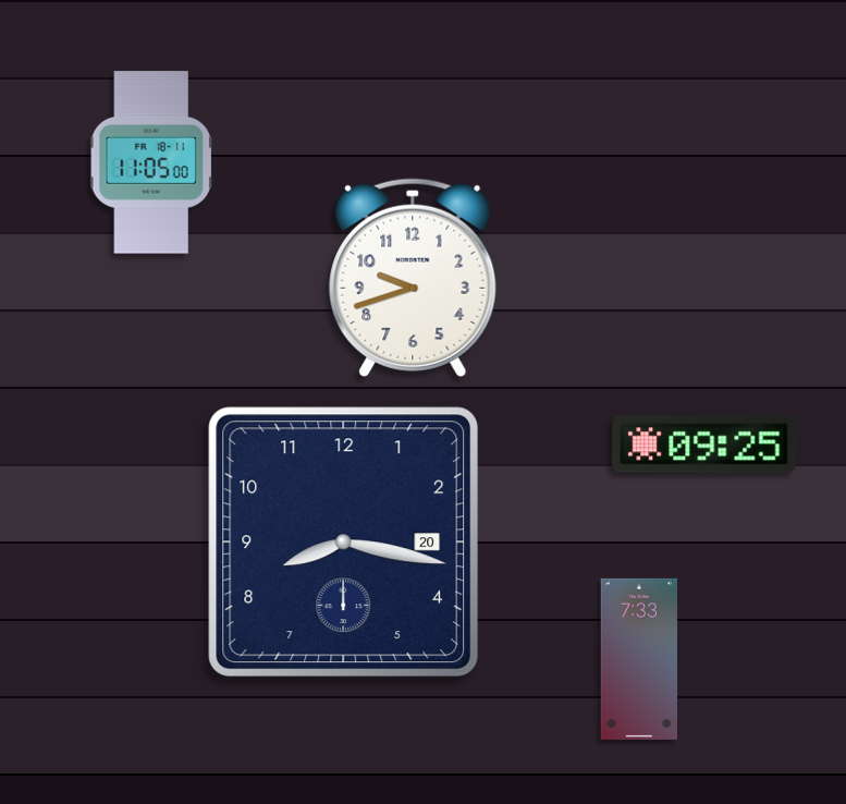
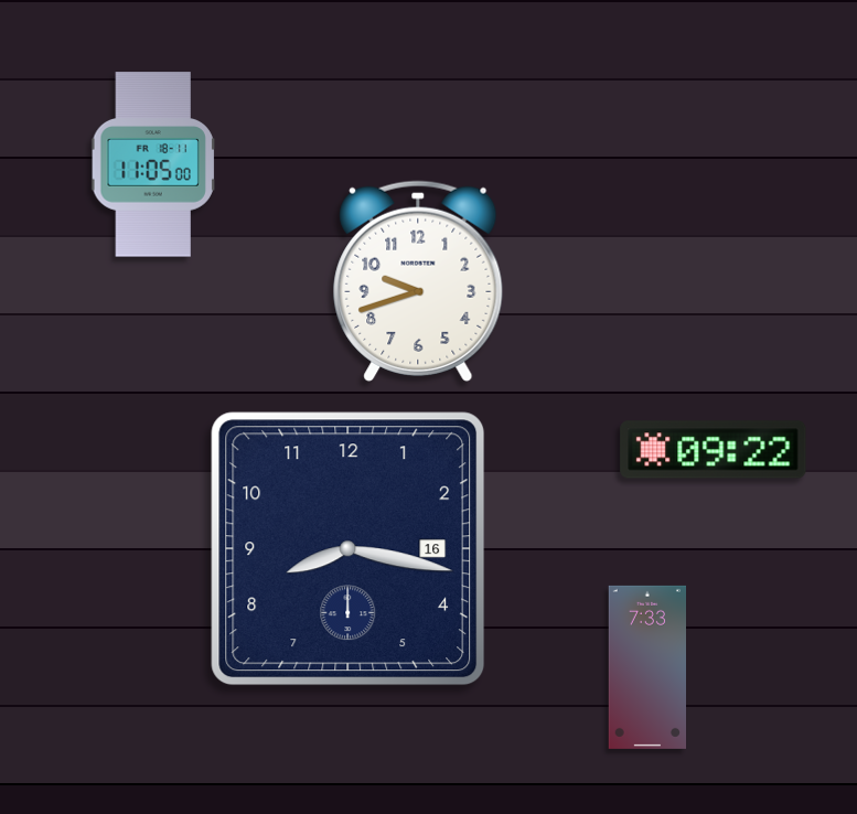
clock at (704, 444): 09:25 -> 09:22
clock at (344, 543) date: 20 -> 16
